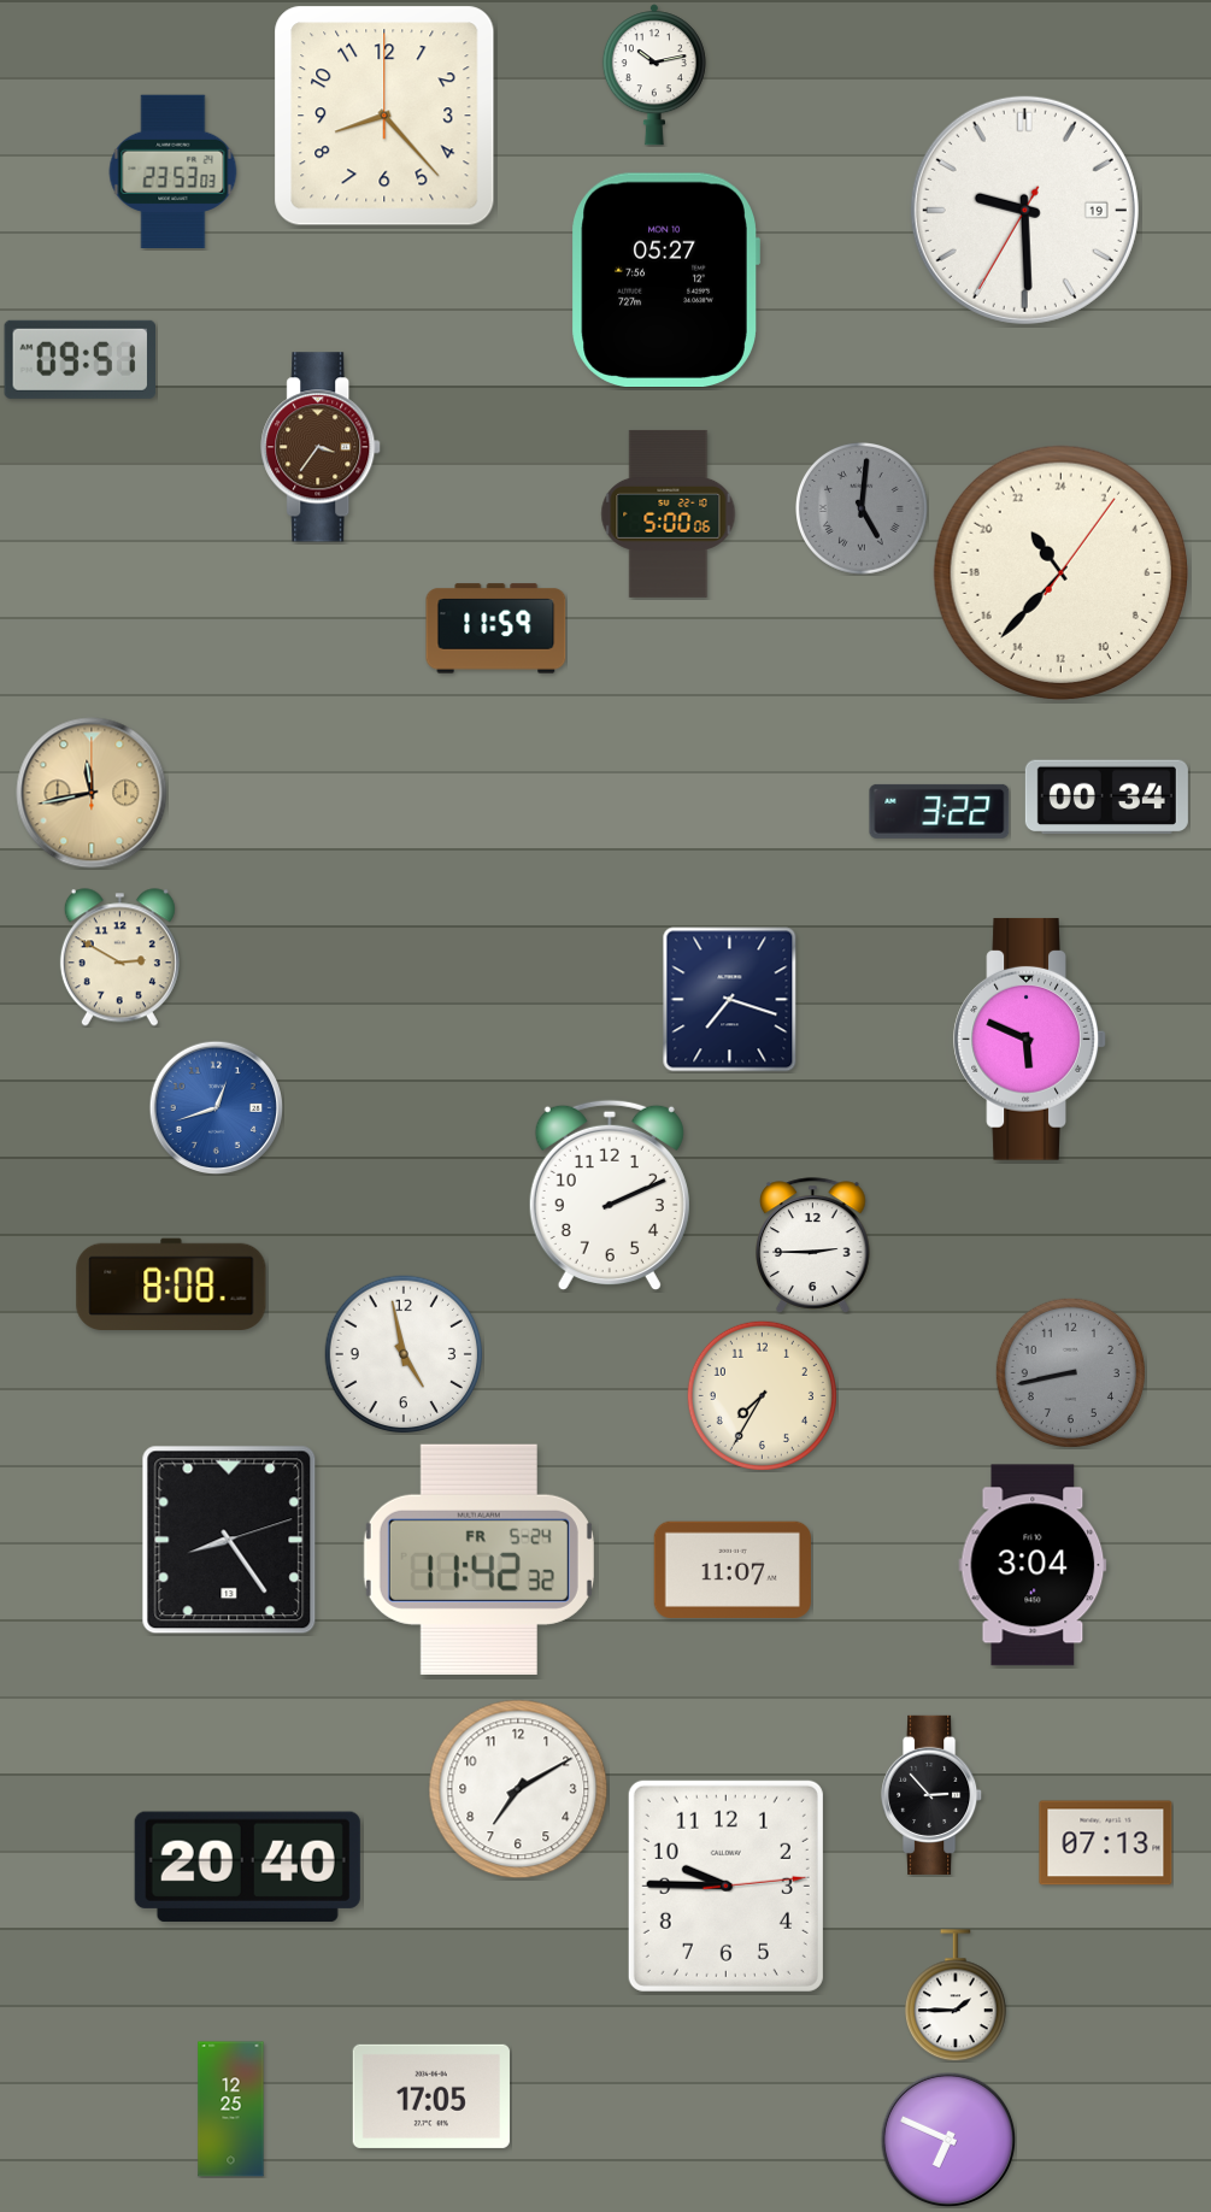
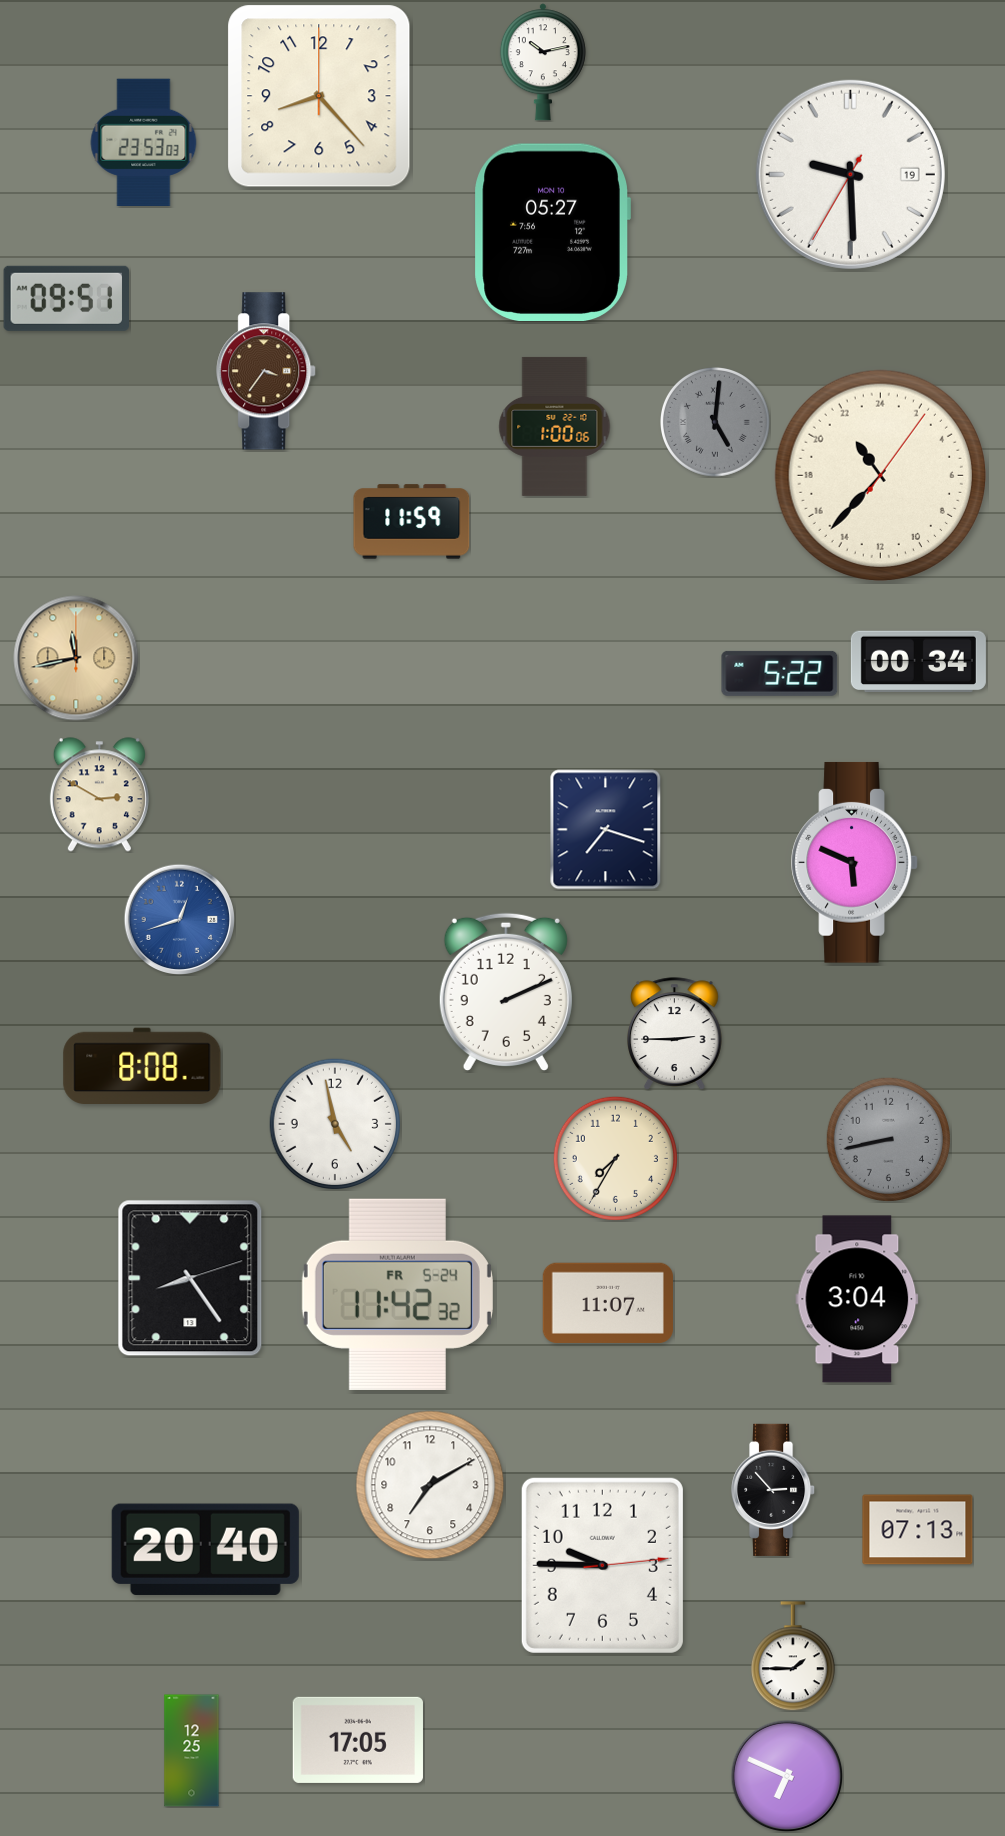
clock at (669, 513): 5:00 -> 1:00
clock at (940, 811): 3:22 -> 5:22
clock at (762, 1395) position: (762, 1395) -> (615, 1158)
